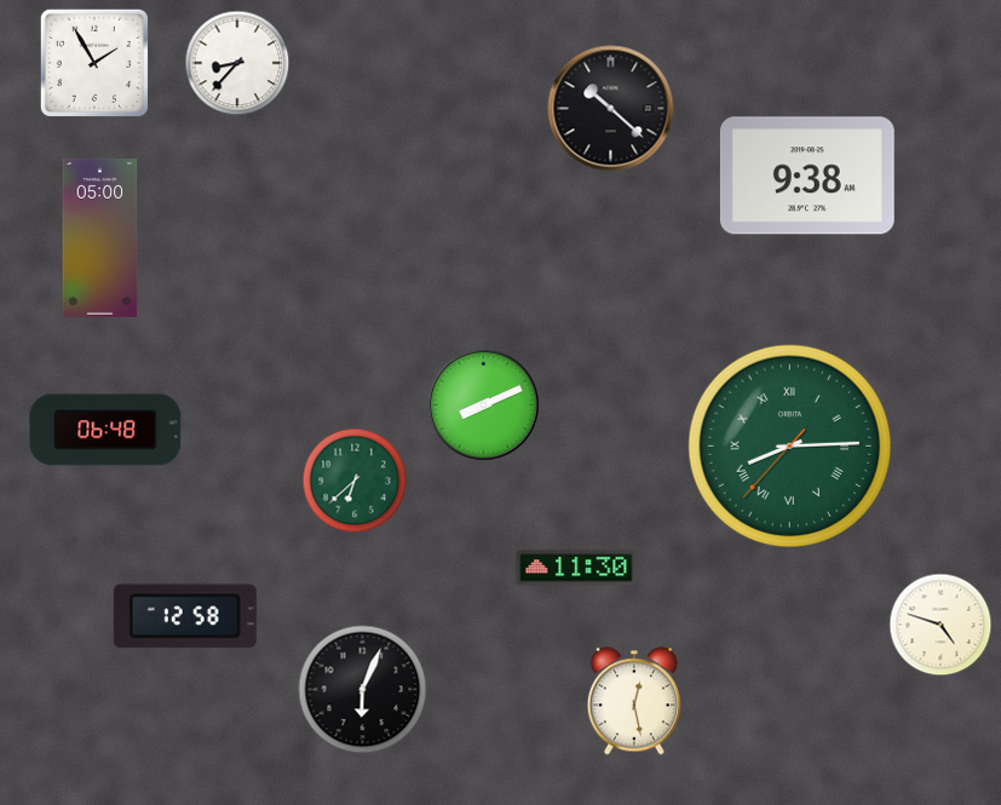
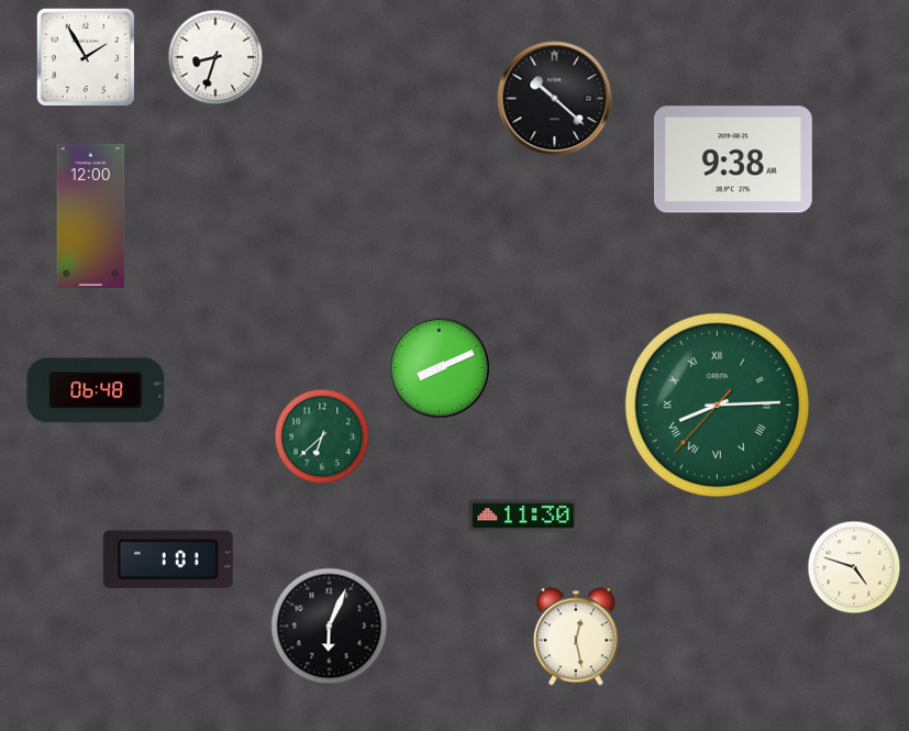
clock at (237, 63): 8:37 -> 8:33
clock at (100, 237): 05:00 -> 12:00
clock at (185, 616): 12:58 -> 1:01
